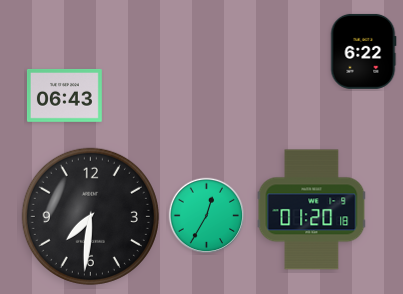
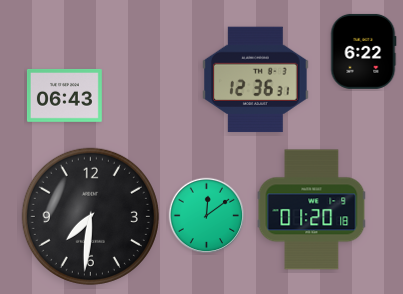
clock at (256, 80): none -> 12:36
clock at (207, 216): 12:35 -> 12:09
